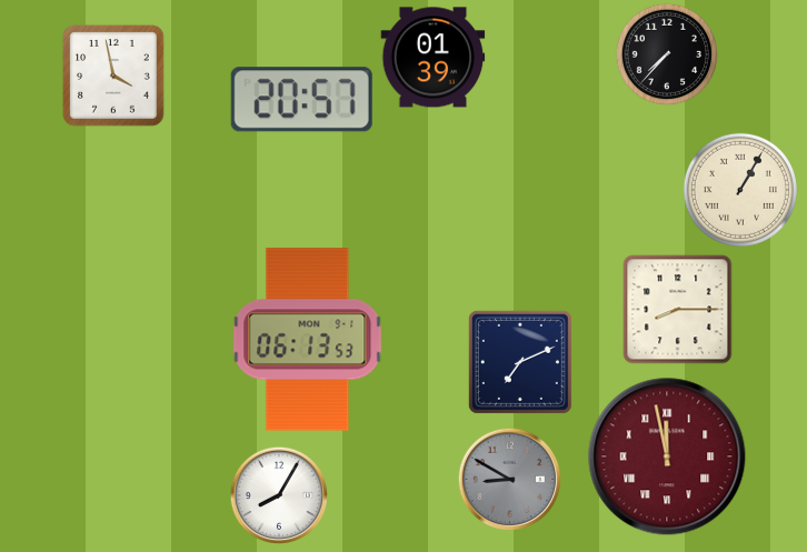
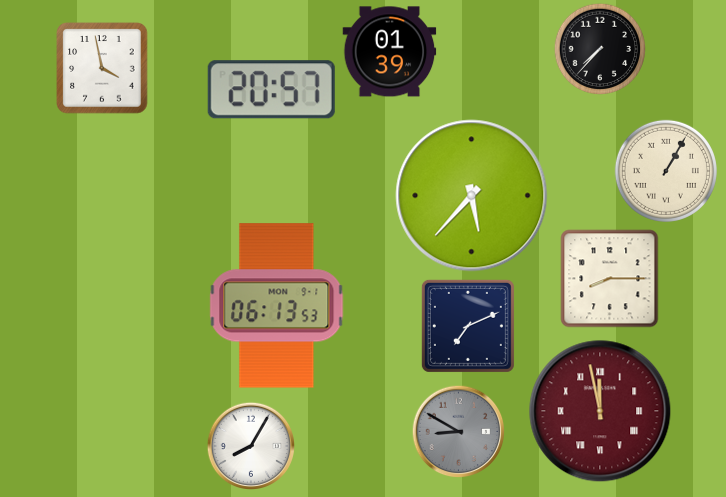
clock at (472, 196): none -> 5:37
